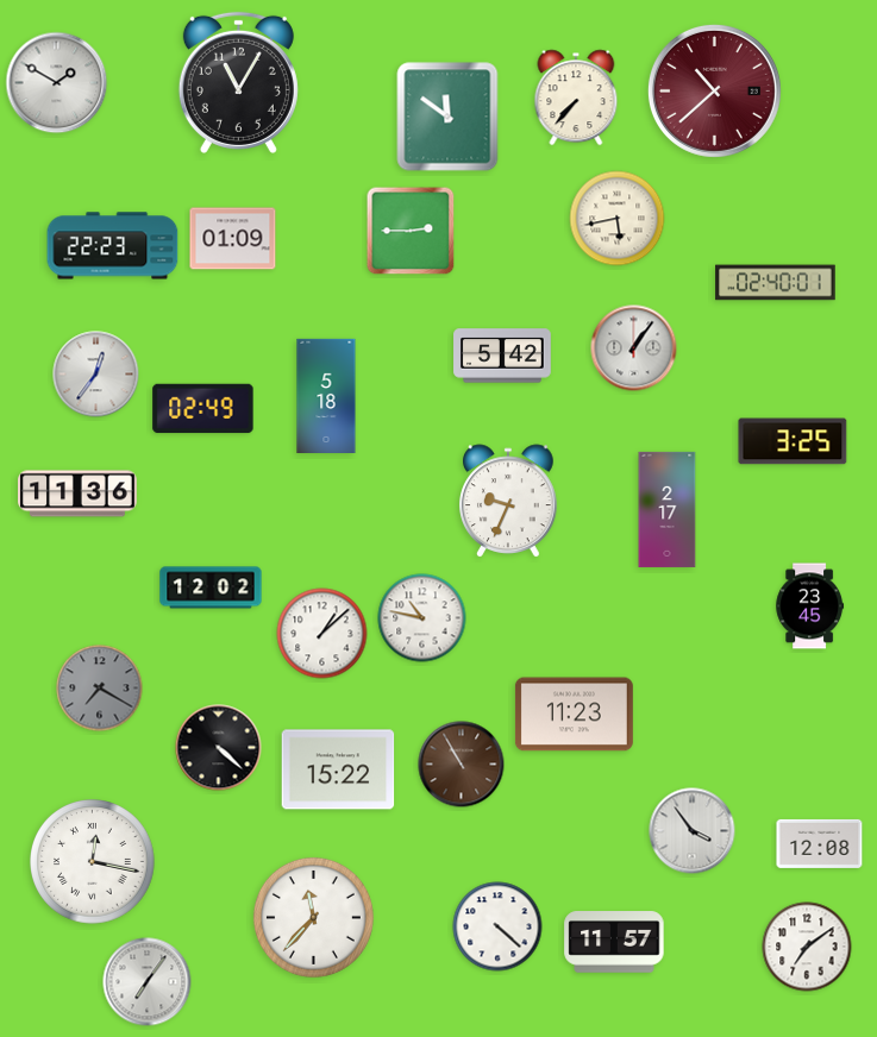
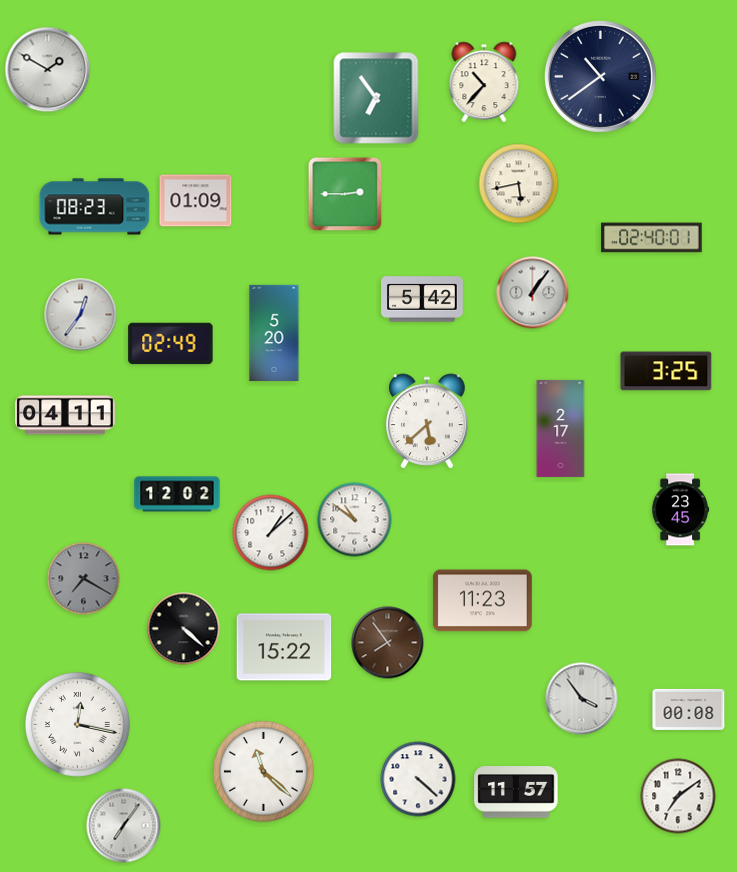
clock at (238, 82): 11:05 -> none
clock at (714, 90): 10:38 -> 10:39
clock at (714, 90) dial: burgundy -> navy
clock at (576, 98): 7:37 -> 10:37
clock at (447, 117): 11:51 -> 6:54
clock at (113, 246): 22:23 -> 08:23
clock at (326, 395): 5:18 -> 5:20
clock at (77, 494): 11:36 -> 04:11
clock at (508, 501): 9:34 -> 5:38
clock at (422, 618): 10:47 -> 10:51
clock at (462, 765): 10:55 -> 7:54
clock at (820, 843): 12:08 -> 00:08
clock at (313, 917): 11:37 -> 11:22
